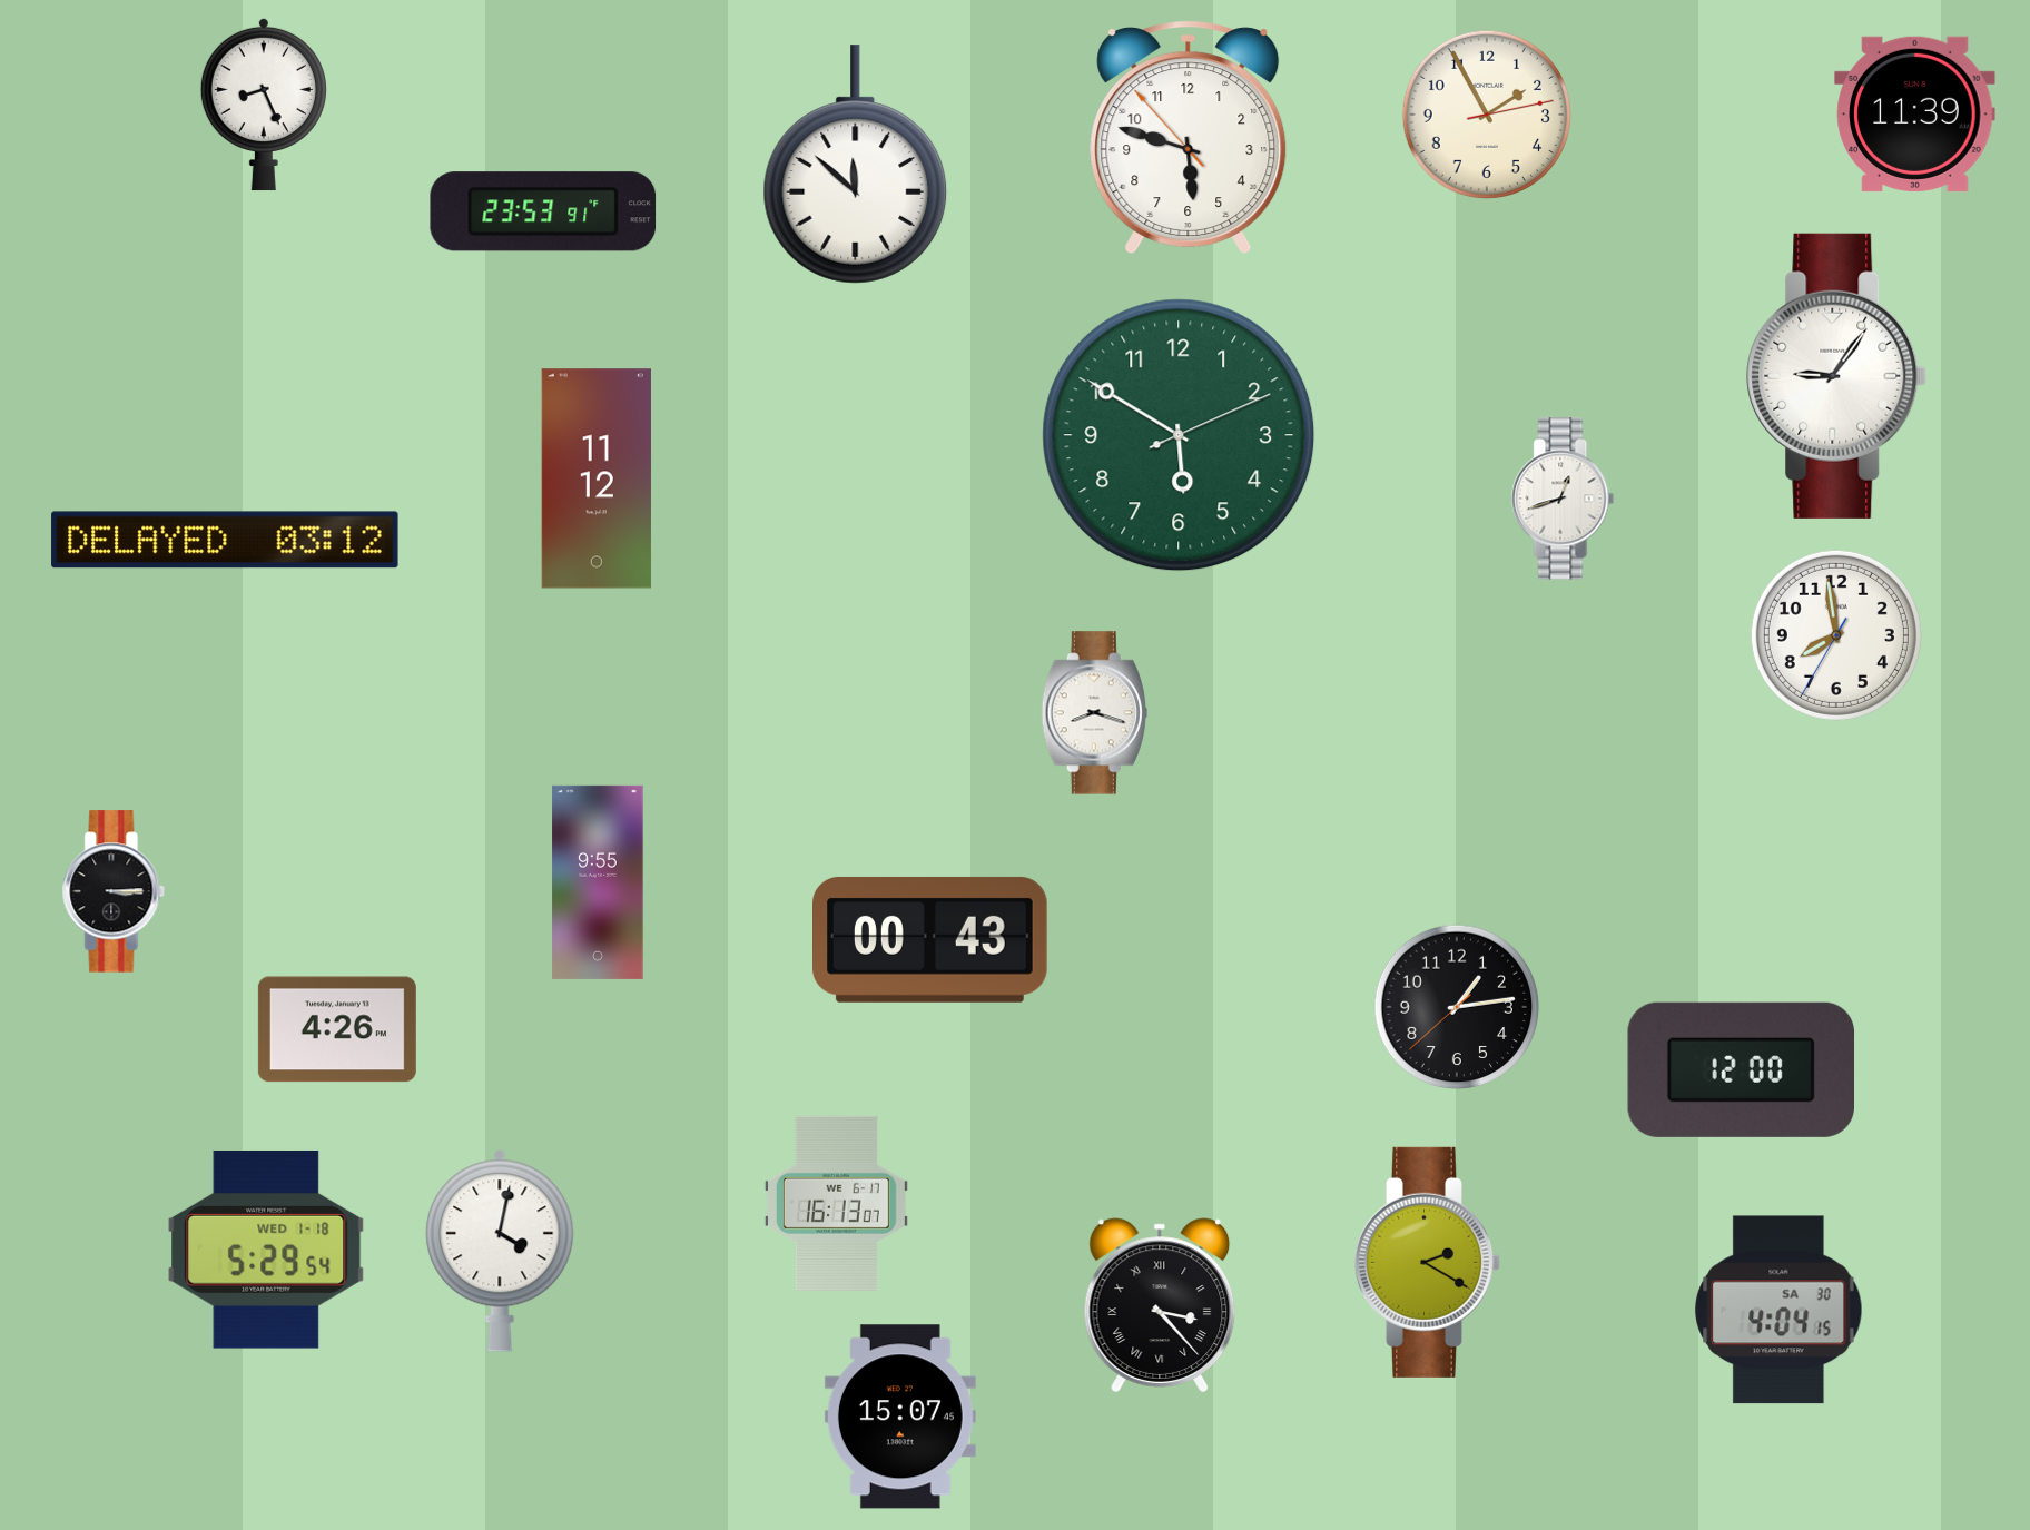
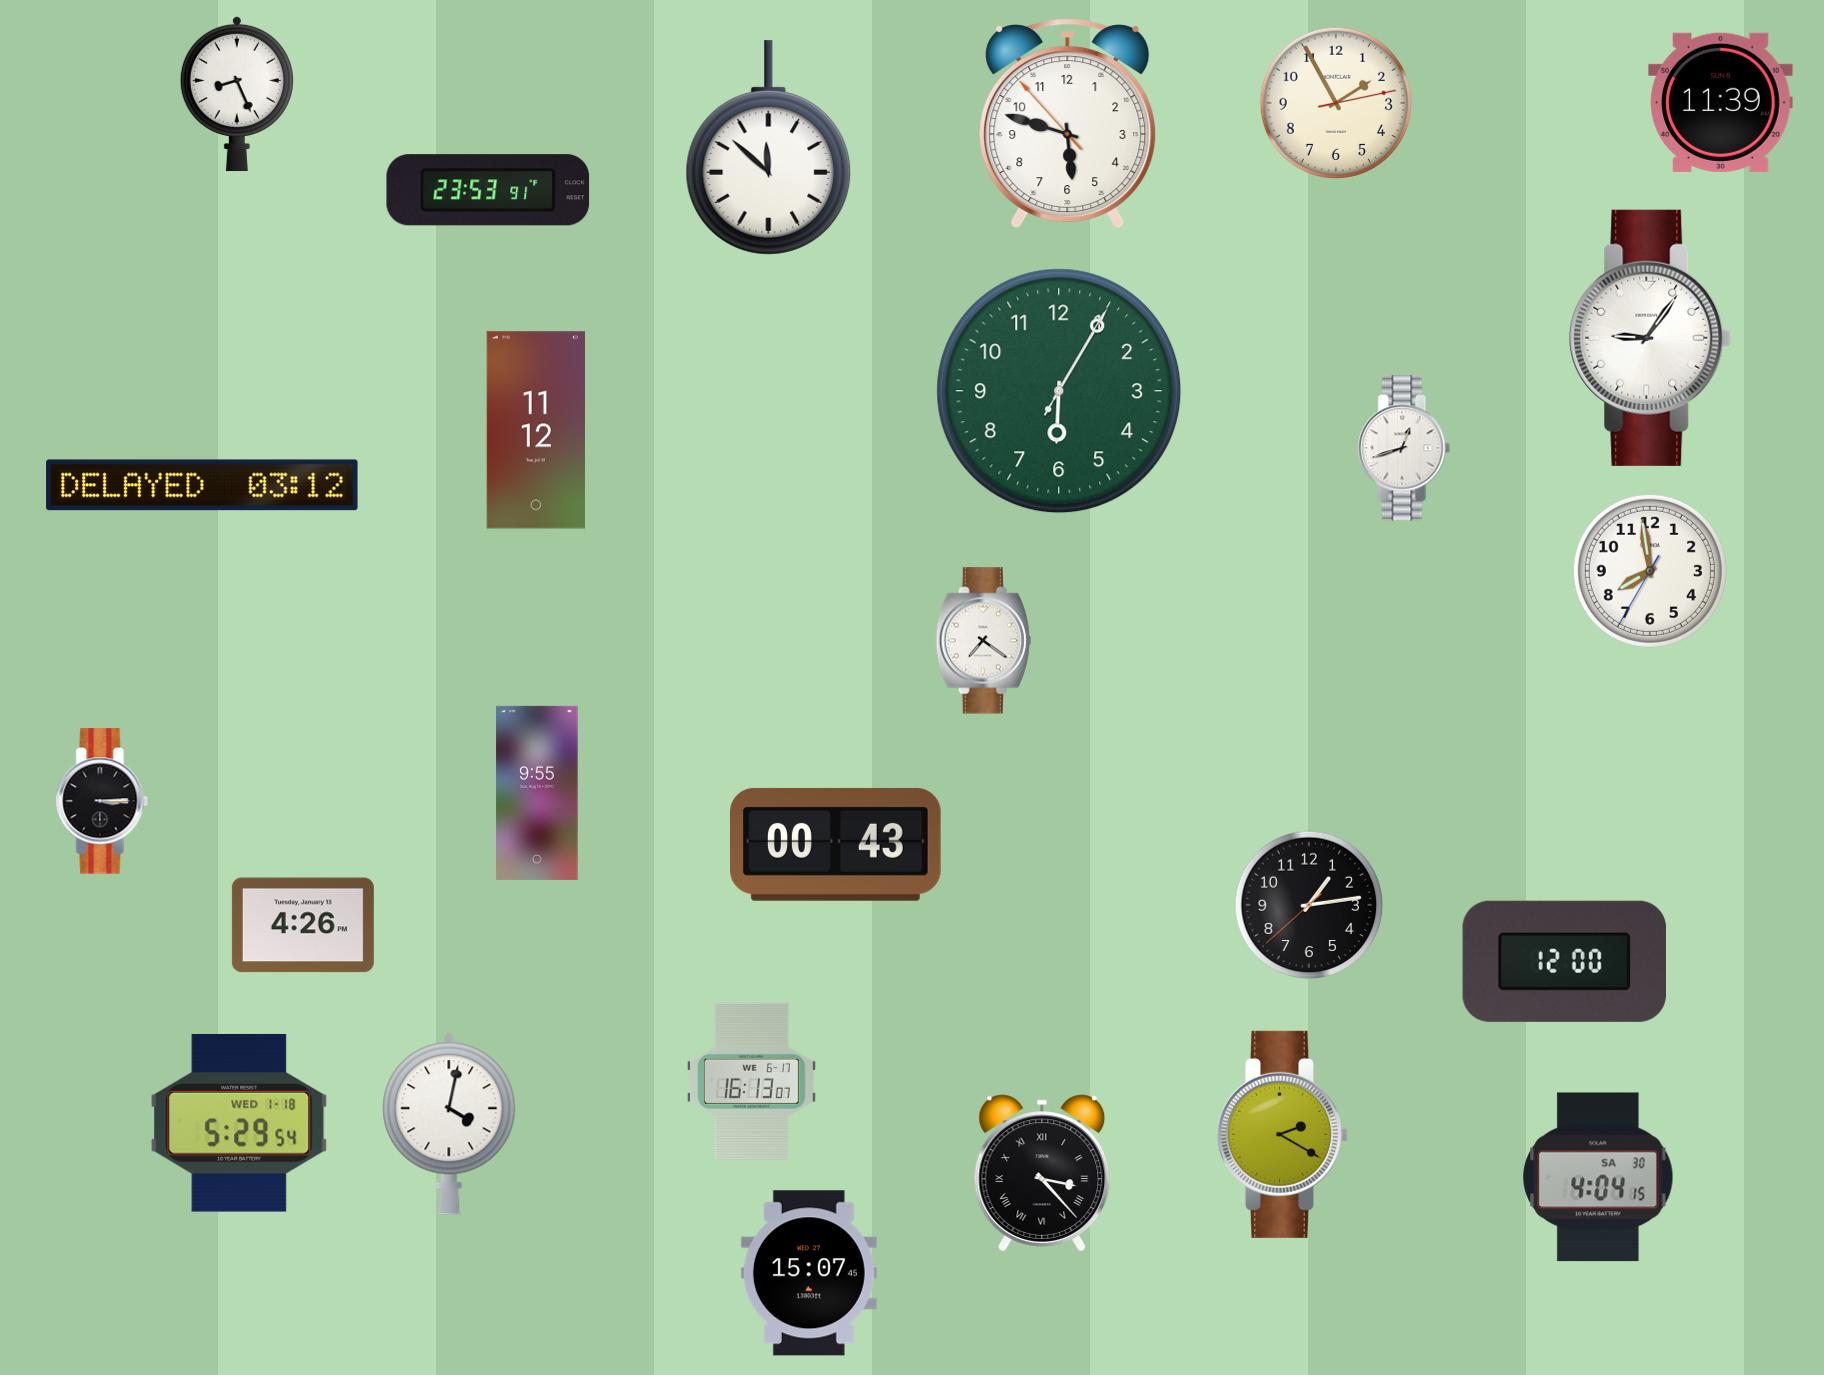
clock at (1179, 435): 5:50 -> 6:05
clock at (1094, 713): 8:18 -> 7:21
